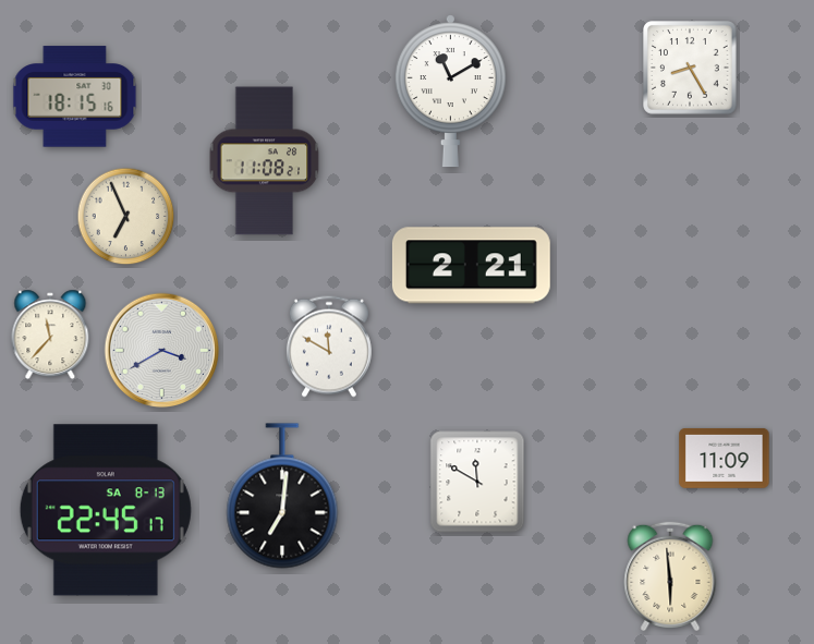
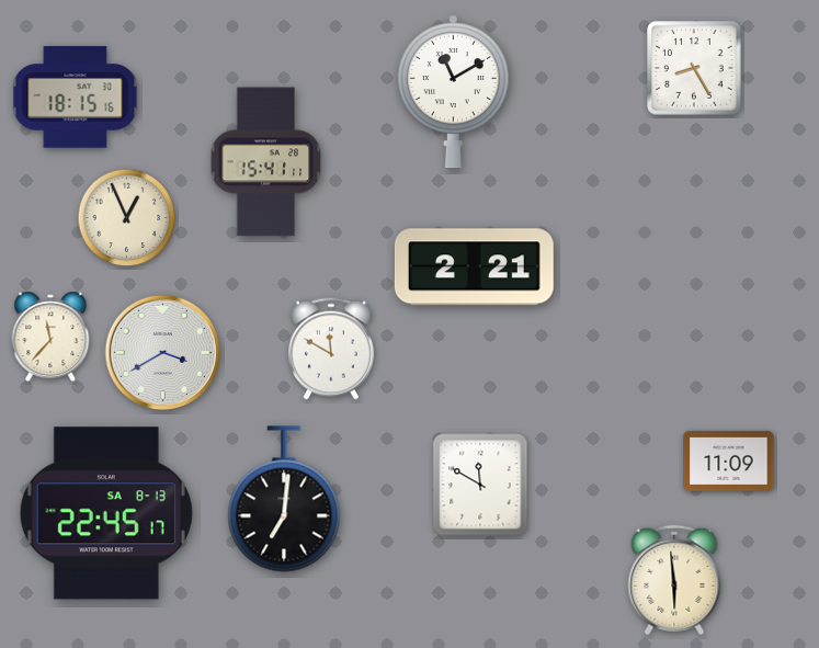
clock at (265, 161): 11:08 -> 15:41
clock at (126, 217): 6:56 -> 12:56
